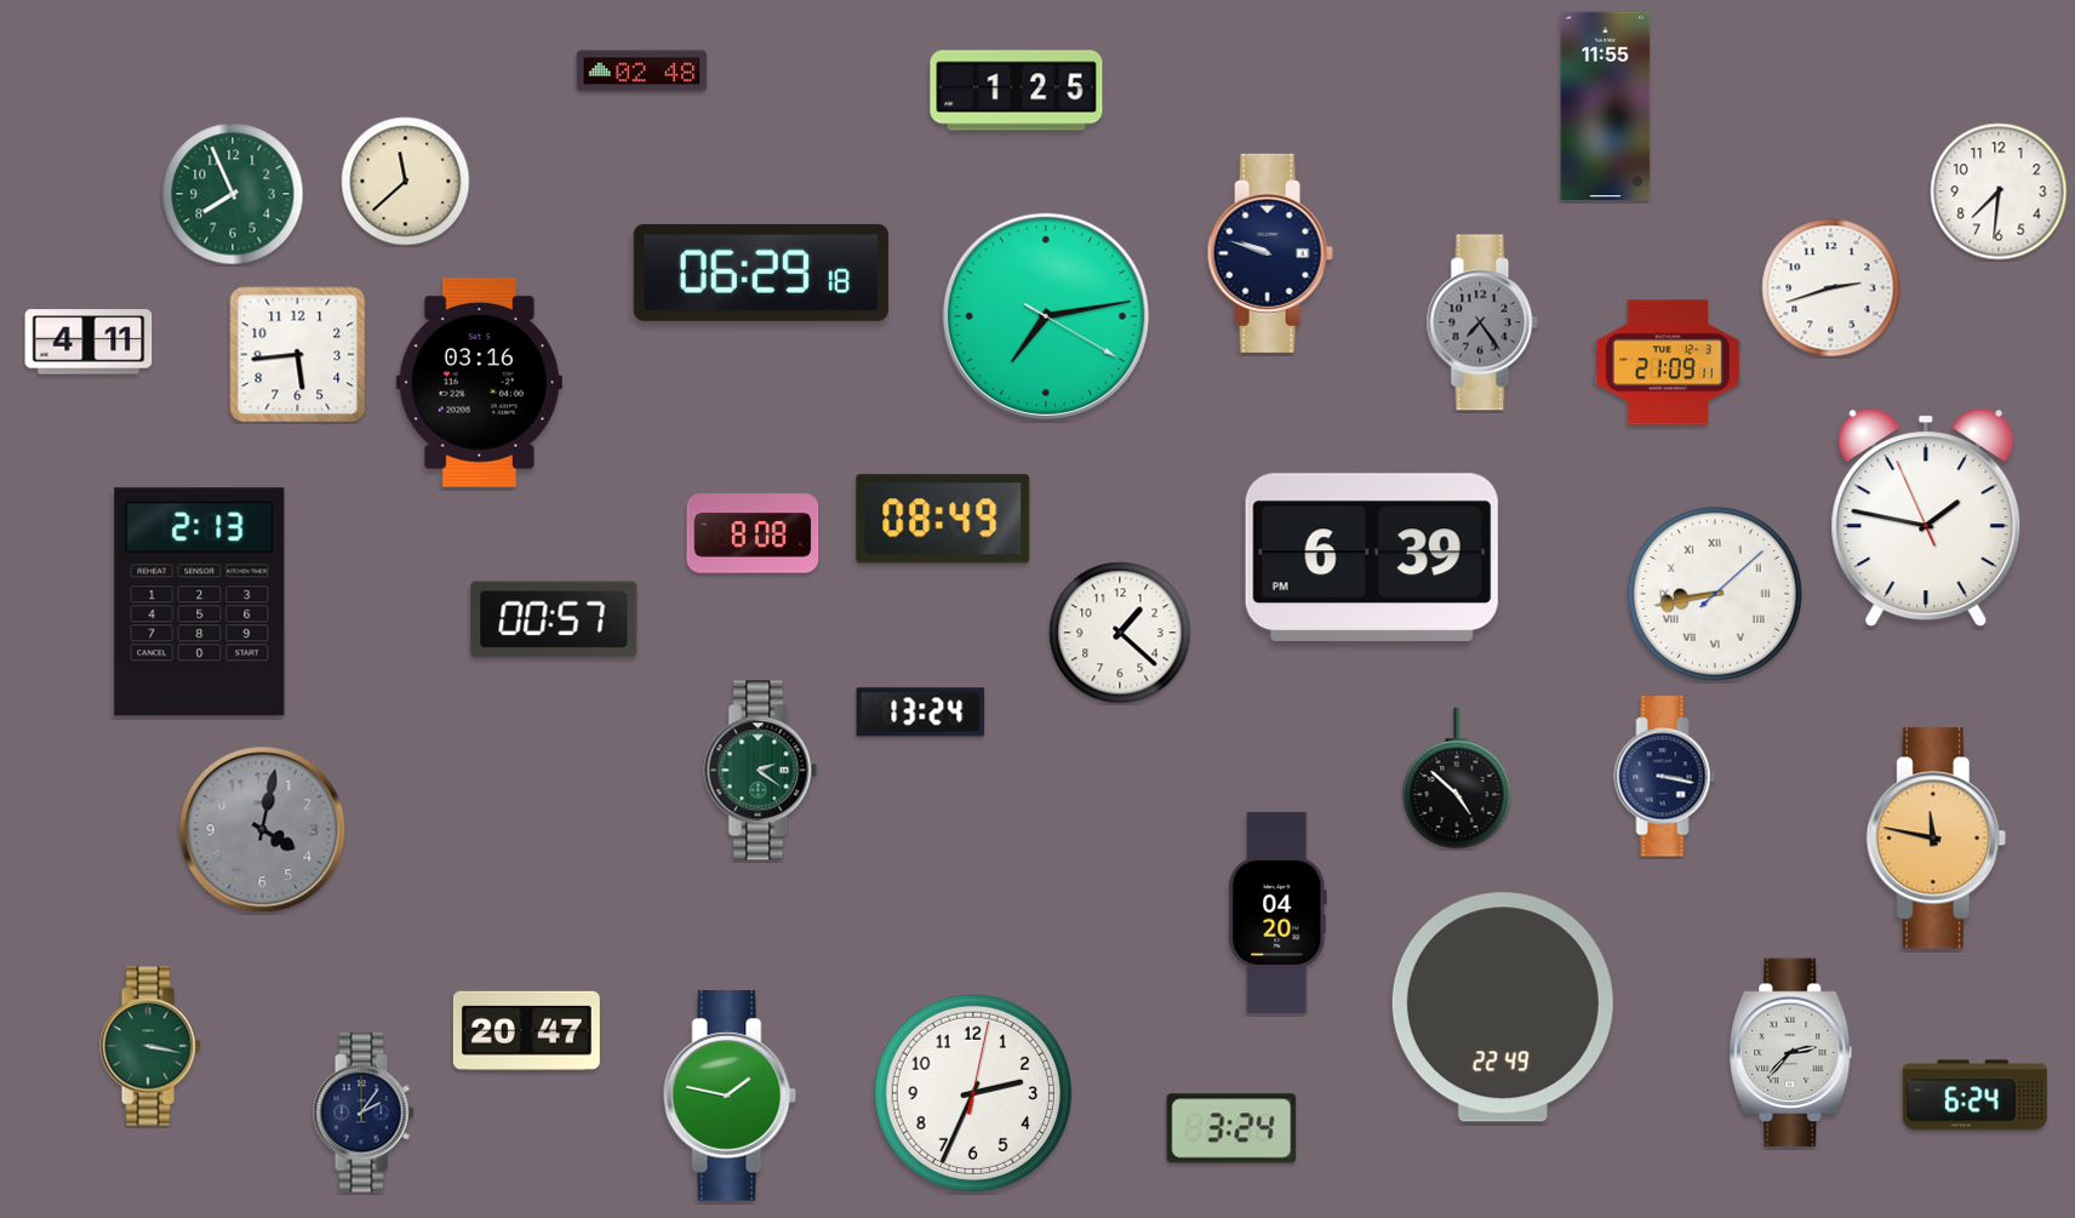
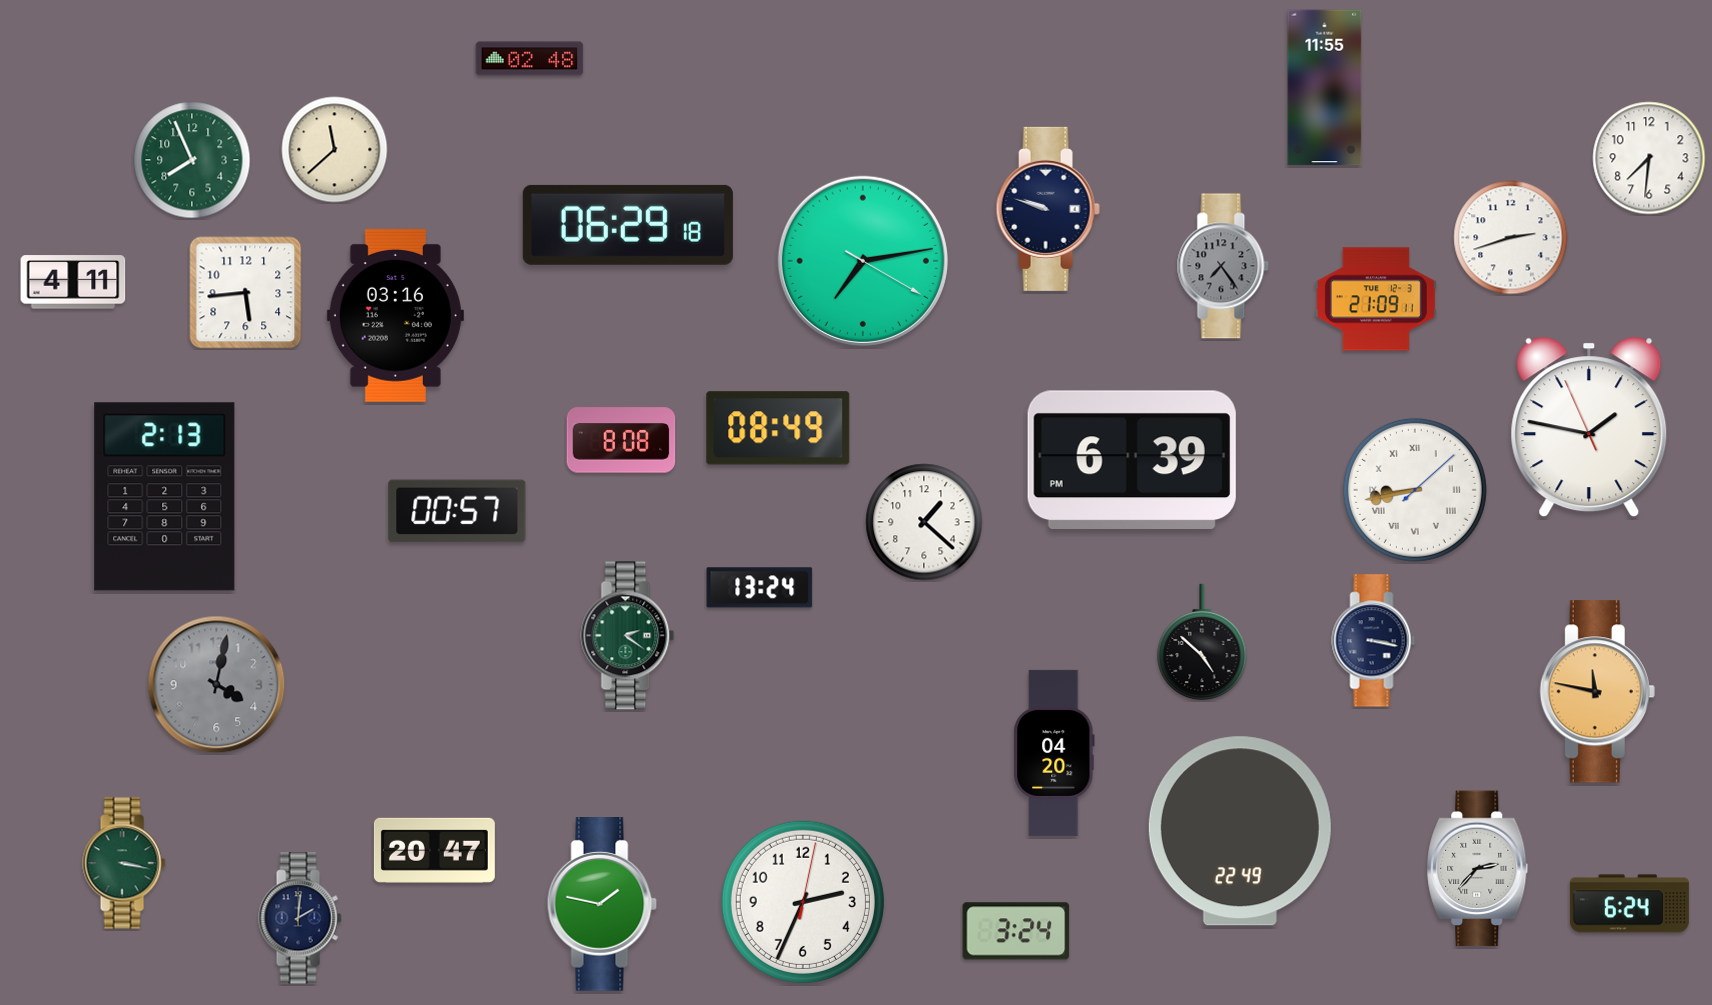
clock at (1017, 91): 1:25 -> none
clock at (364, 1113): 2:06 -> 2:01
